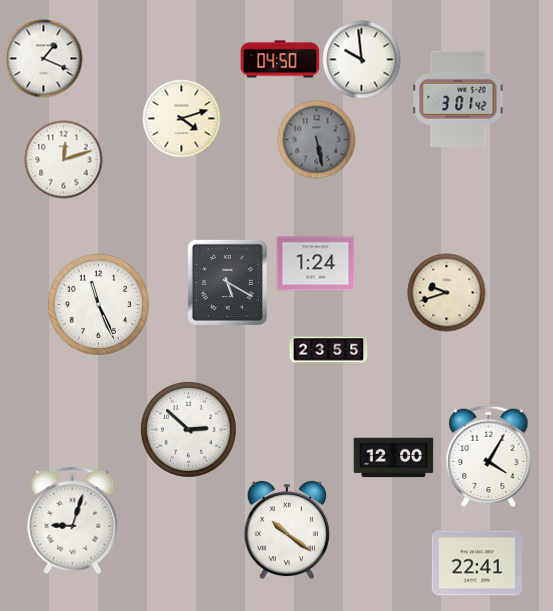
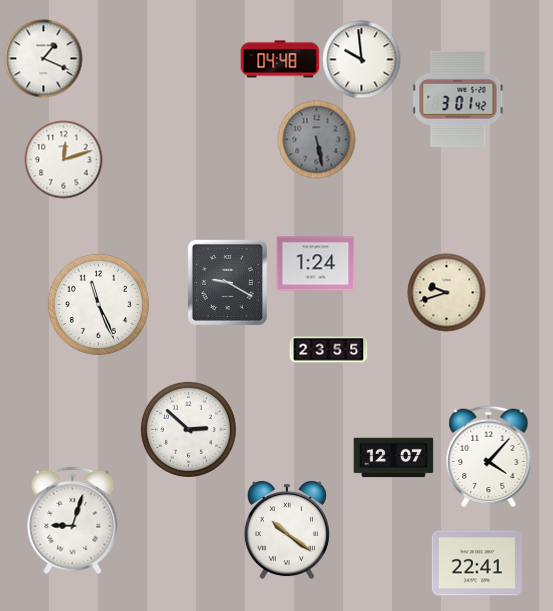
clock at (280, 59): 04:50 -> 04:48
clock at (181, 118): 4:12 -> none
clock at (227, 282): 5:20 -> 9:20
clock at (489, 456): 4:05 -> 4:07
clock at (393, 458): 12:00 -> 12:07
